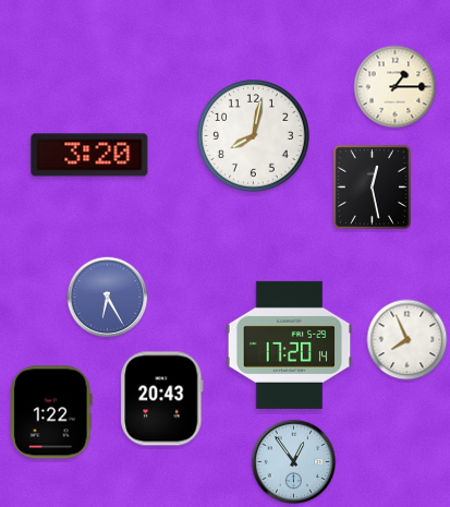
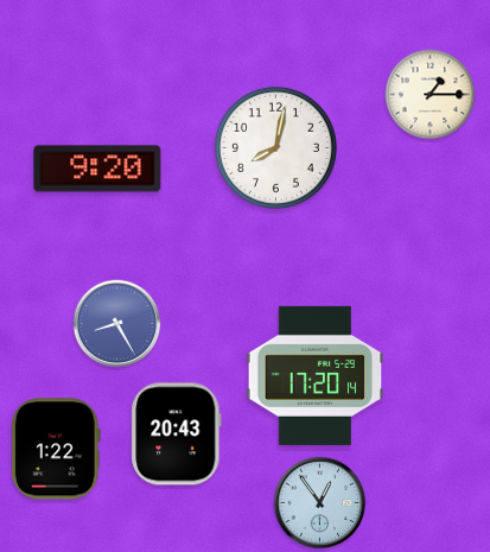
clock at (89, 155): 3:20 -> 9:20
clock at (372, 186): 12:28 -> none
clock at (108, 298): 6:25 -> 8:25
clock at (408, 340): 7:56 -> none
